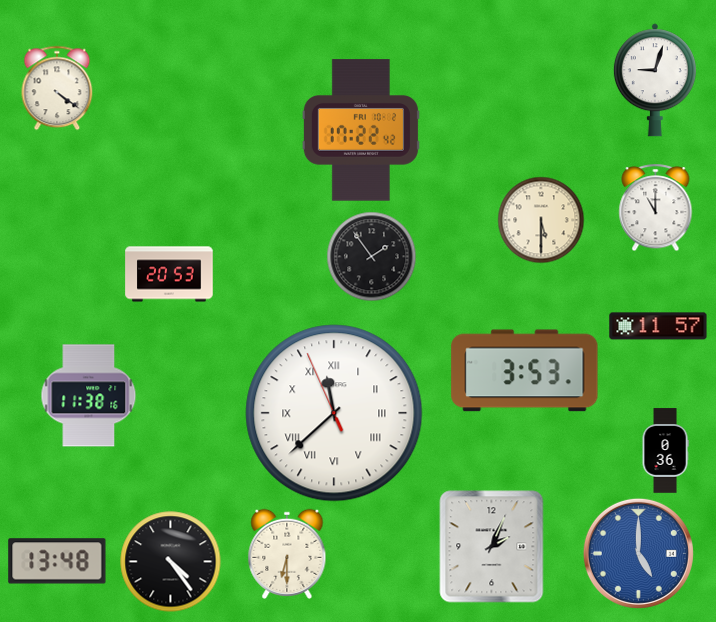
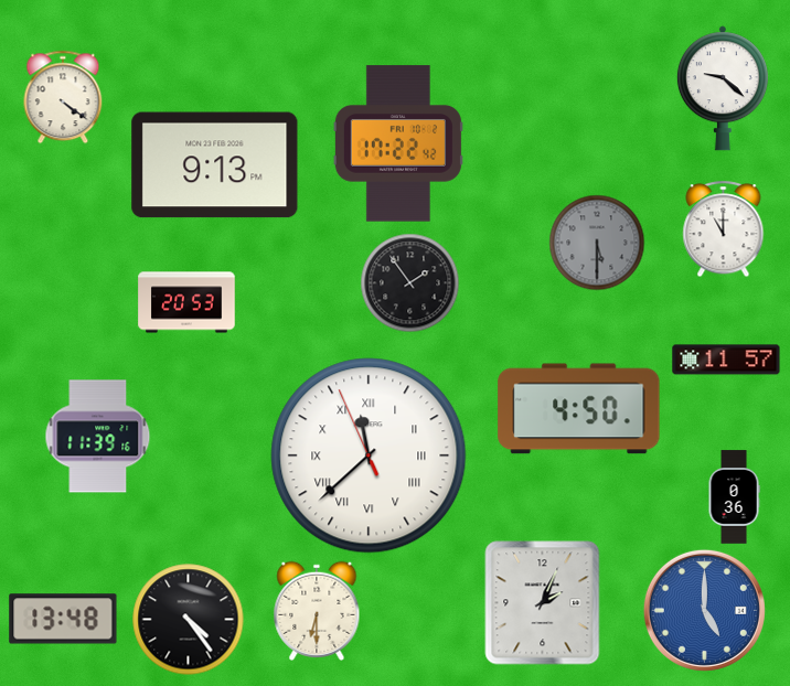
clock at (655, 80): 9:03 -> 9:22
clock at (215, 165): none -> 9:13
clock at (541, 220) dial: cream -> grey
clock at (525, 371): 3:53 -> 4:50
clock at (89, 396): 11:38 -> 11:39
